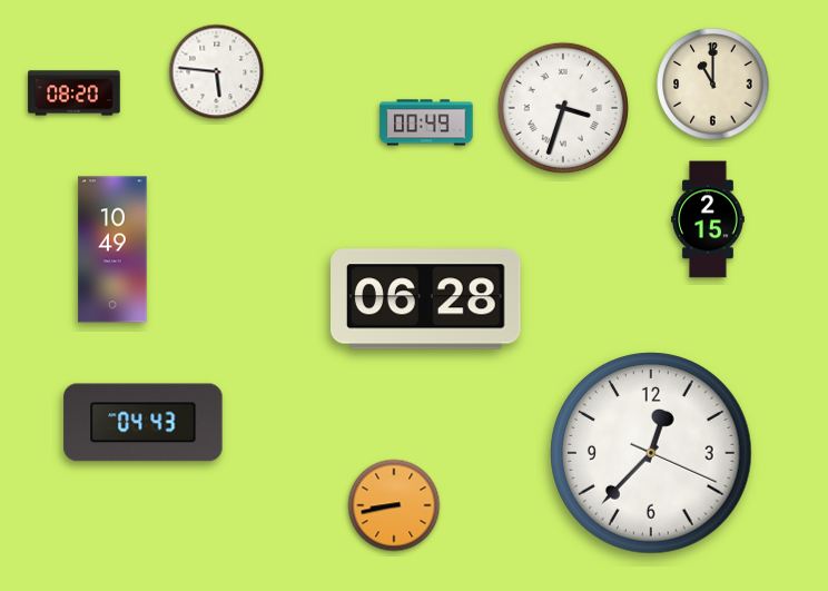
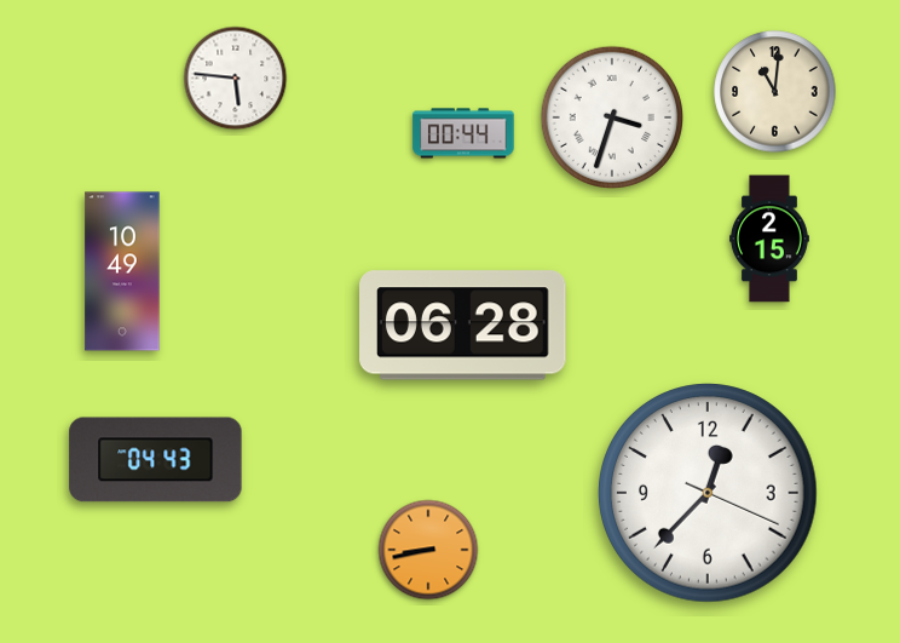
clock at (713, 85): 11:00 -> 11:01
clock at (75, 93): 08:20 -> none
clock at (426, 122): 00:49 -> 00:44
